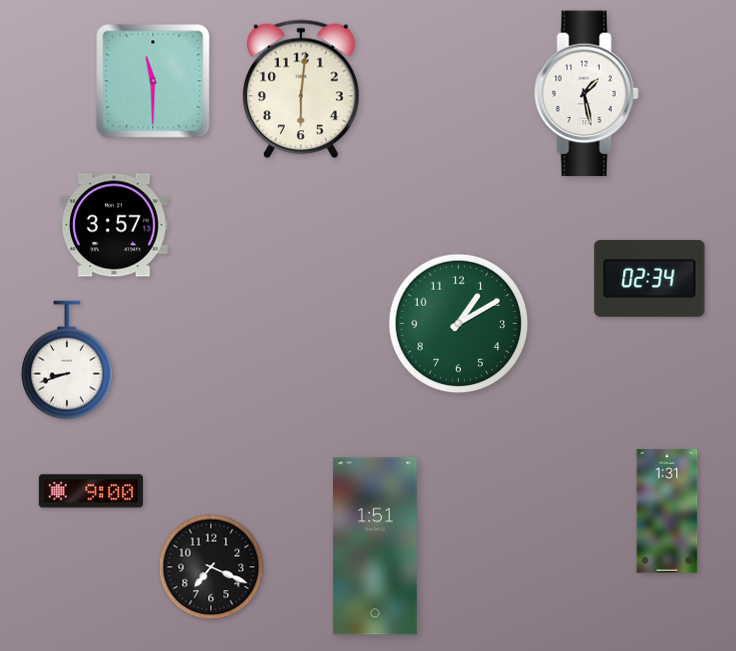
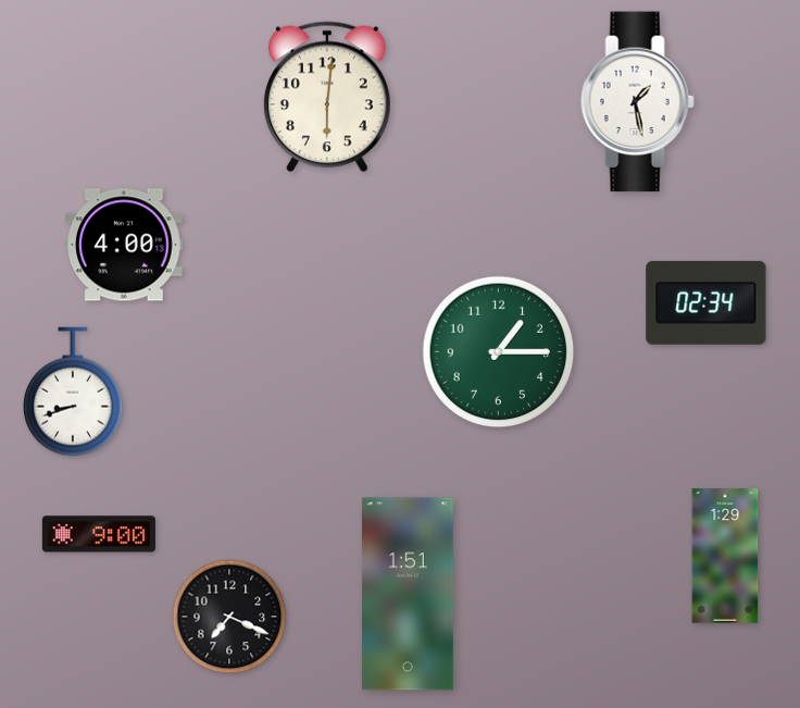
clock at (153, 81): 11:30 -> none
clock at (114, 225): 3:57 -> 4:00
clock at (459, 324): 1:10 -> 1:15
clock at (667, 511): 1:31 -> 1:29
